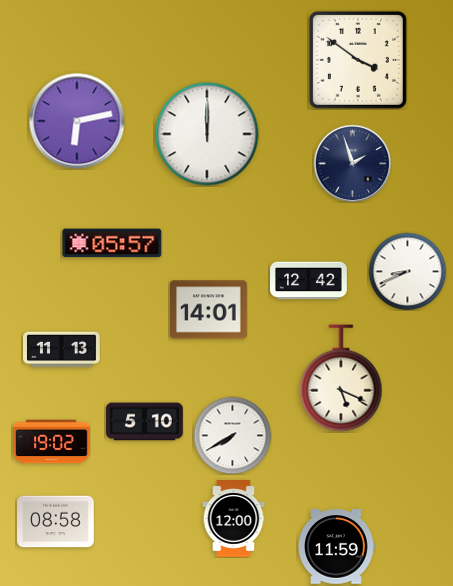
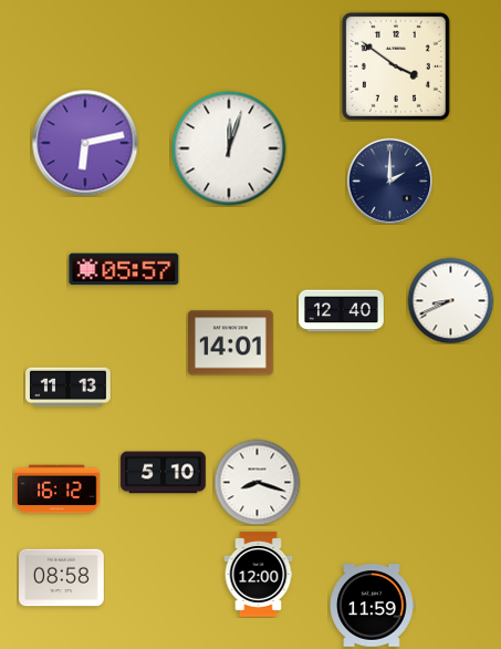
clock at (77, 121) position: (77, 121) -> (85, 143)
clock at (207, 134): 12:00 -> 12:03
clock at (352, 163): 1:57 -> 2:00
clock at (309, 281): 12:42 -> 12:40
clock at (341, 378): 5:19 -> none
clock at (145, 422) position: (145, 422) -> (164, 473)
clock at (232, 435): 7:40 -> 8:18
clock at (52, 442): 19:02 -> 16:12
